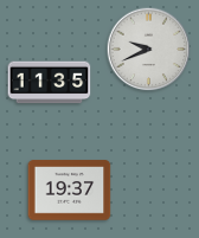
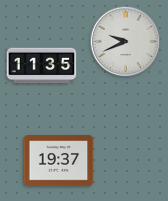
clock at (50, 83) position: (50, 83) -> (42, 66)
